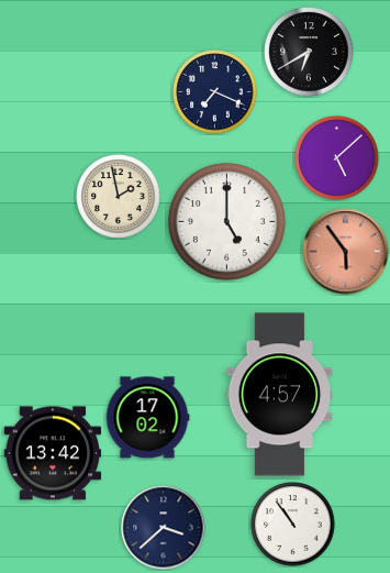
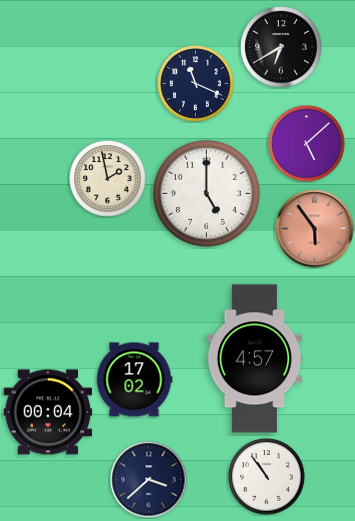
clock at (215, 92): 7:19 -> 11:19
clock at (226, 221) position: (226, 221) -> (206, 193)
clock at (53, 453): 13:42 -> 00:04
